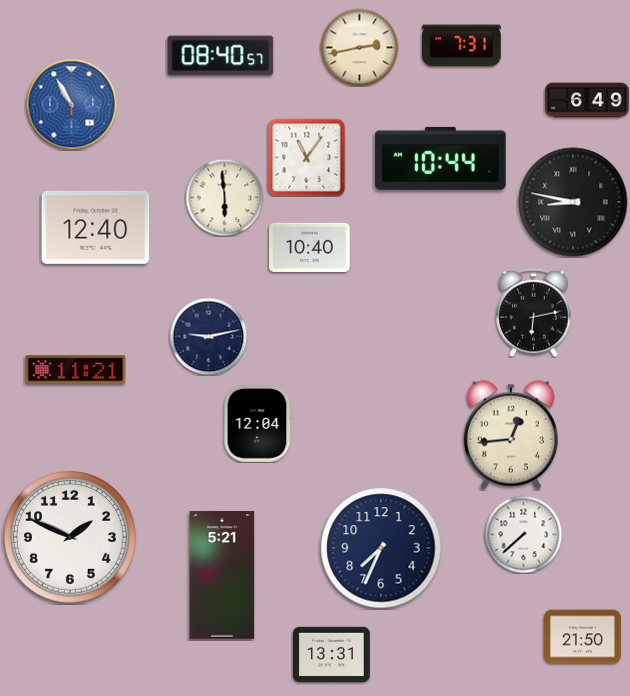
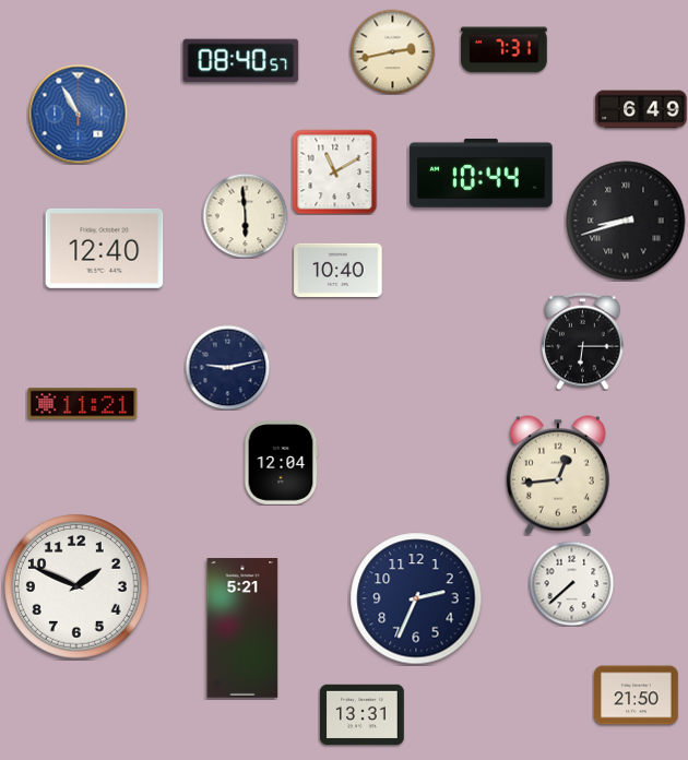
clock at (306, 157): 11:06 -> 11:10
clock at (573, 202): 8:47 -> 8:42
clock at (534, 312): 6:13 -> 6:15
clock at (381, 548): 7:34 -> 2:34
